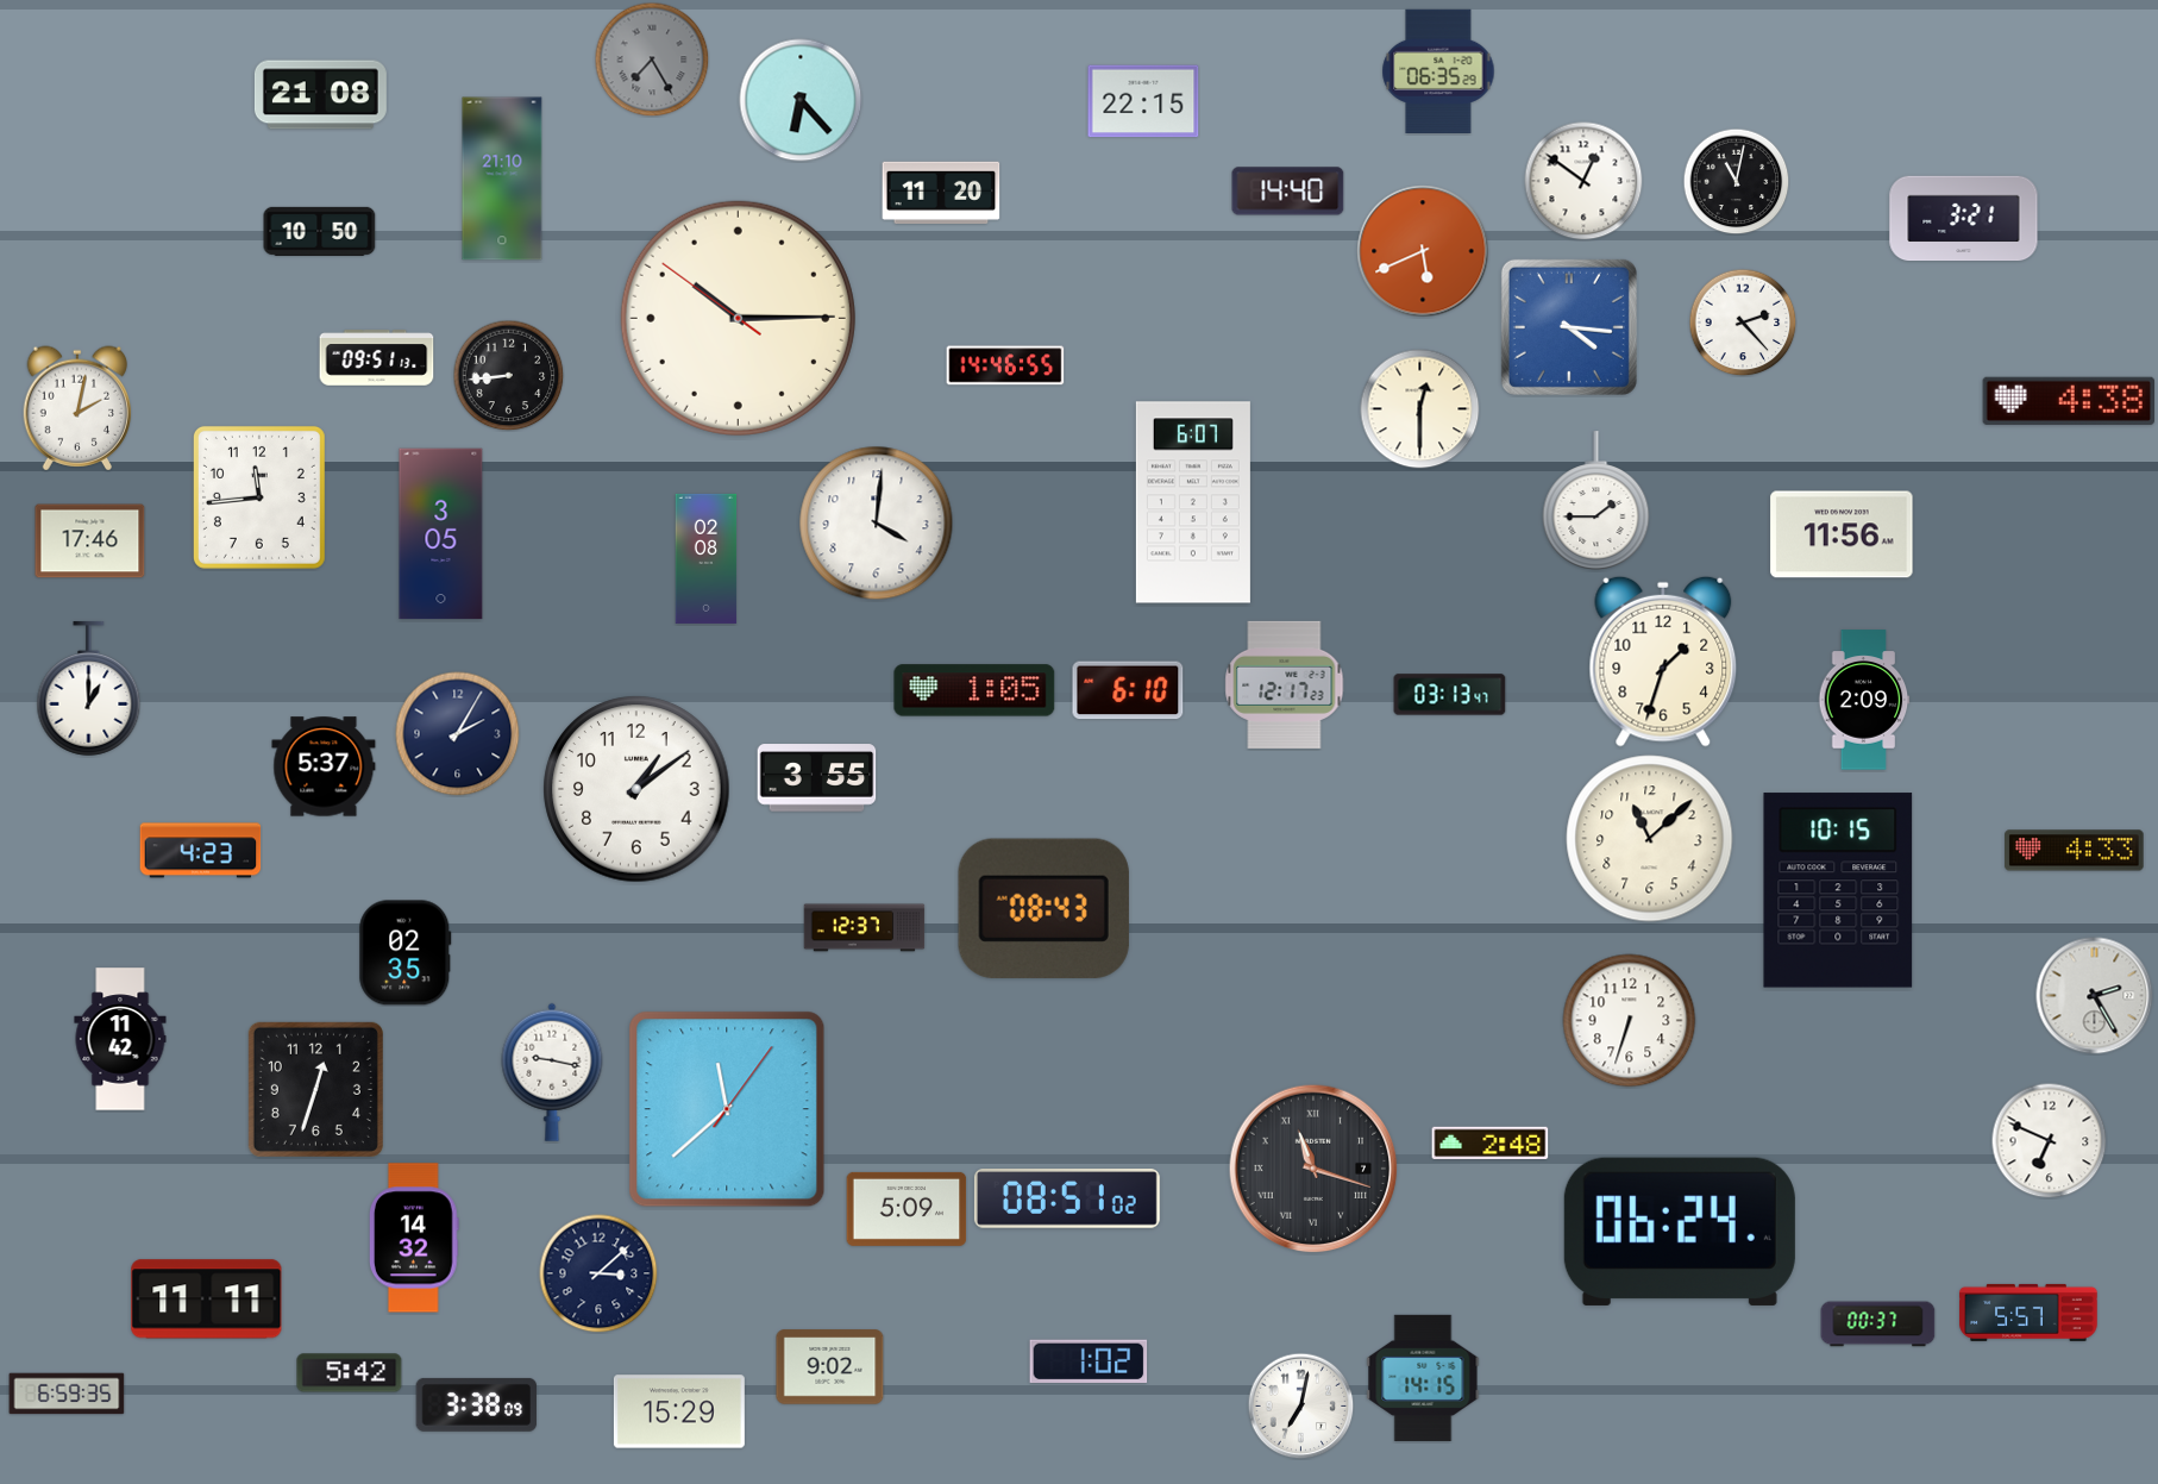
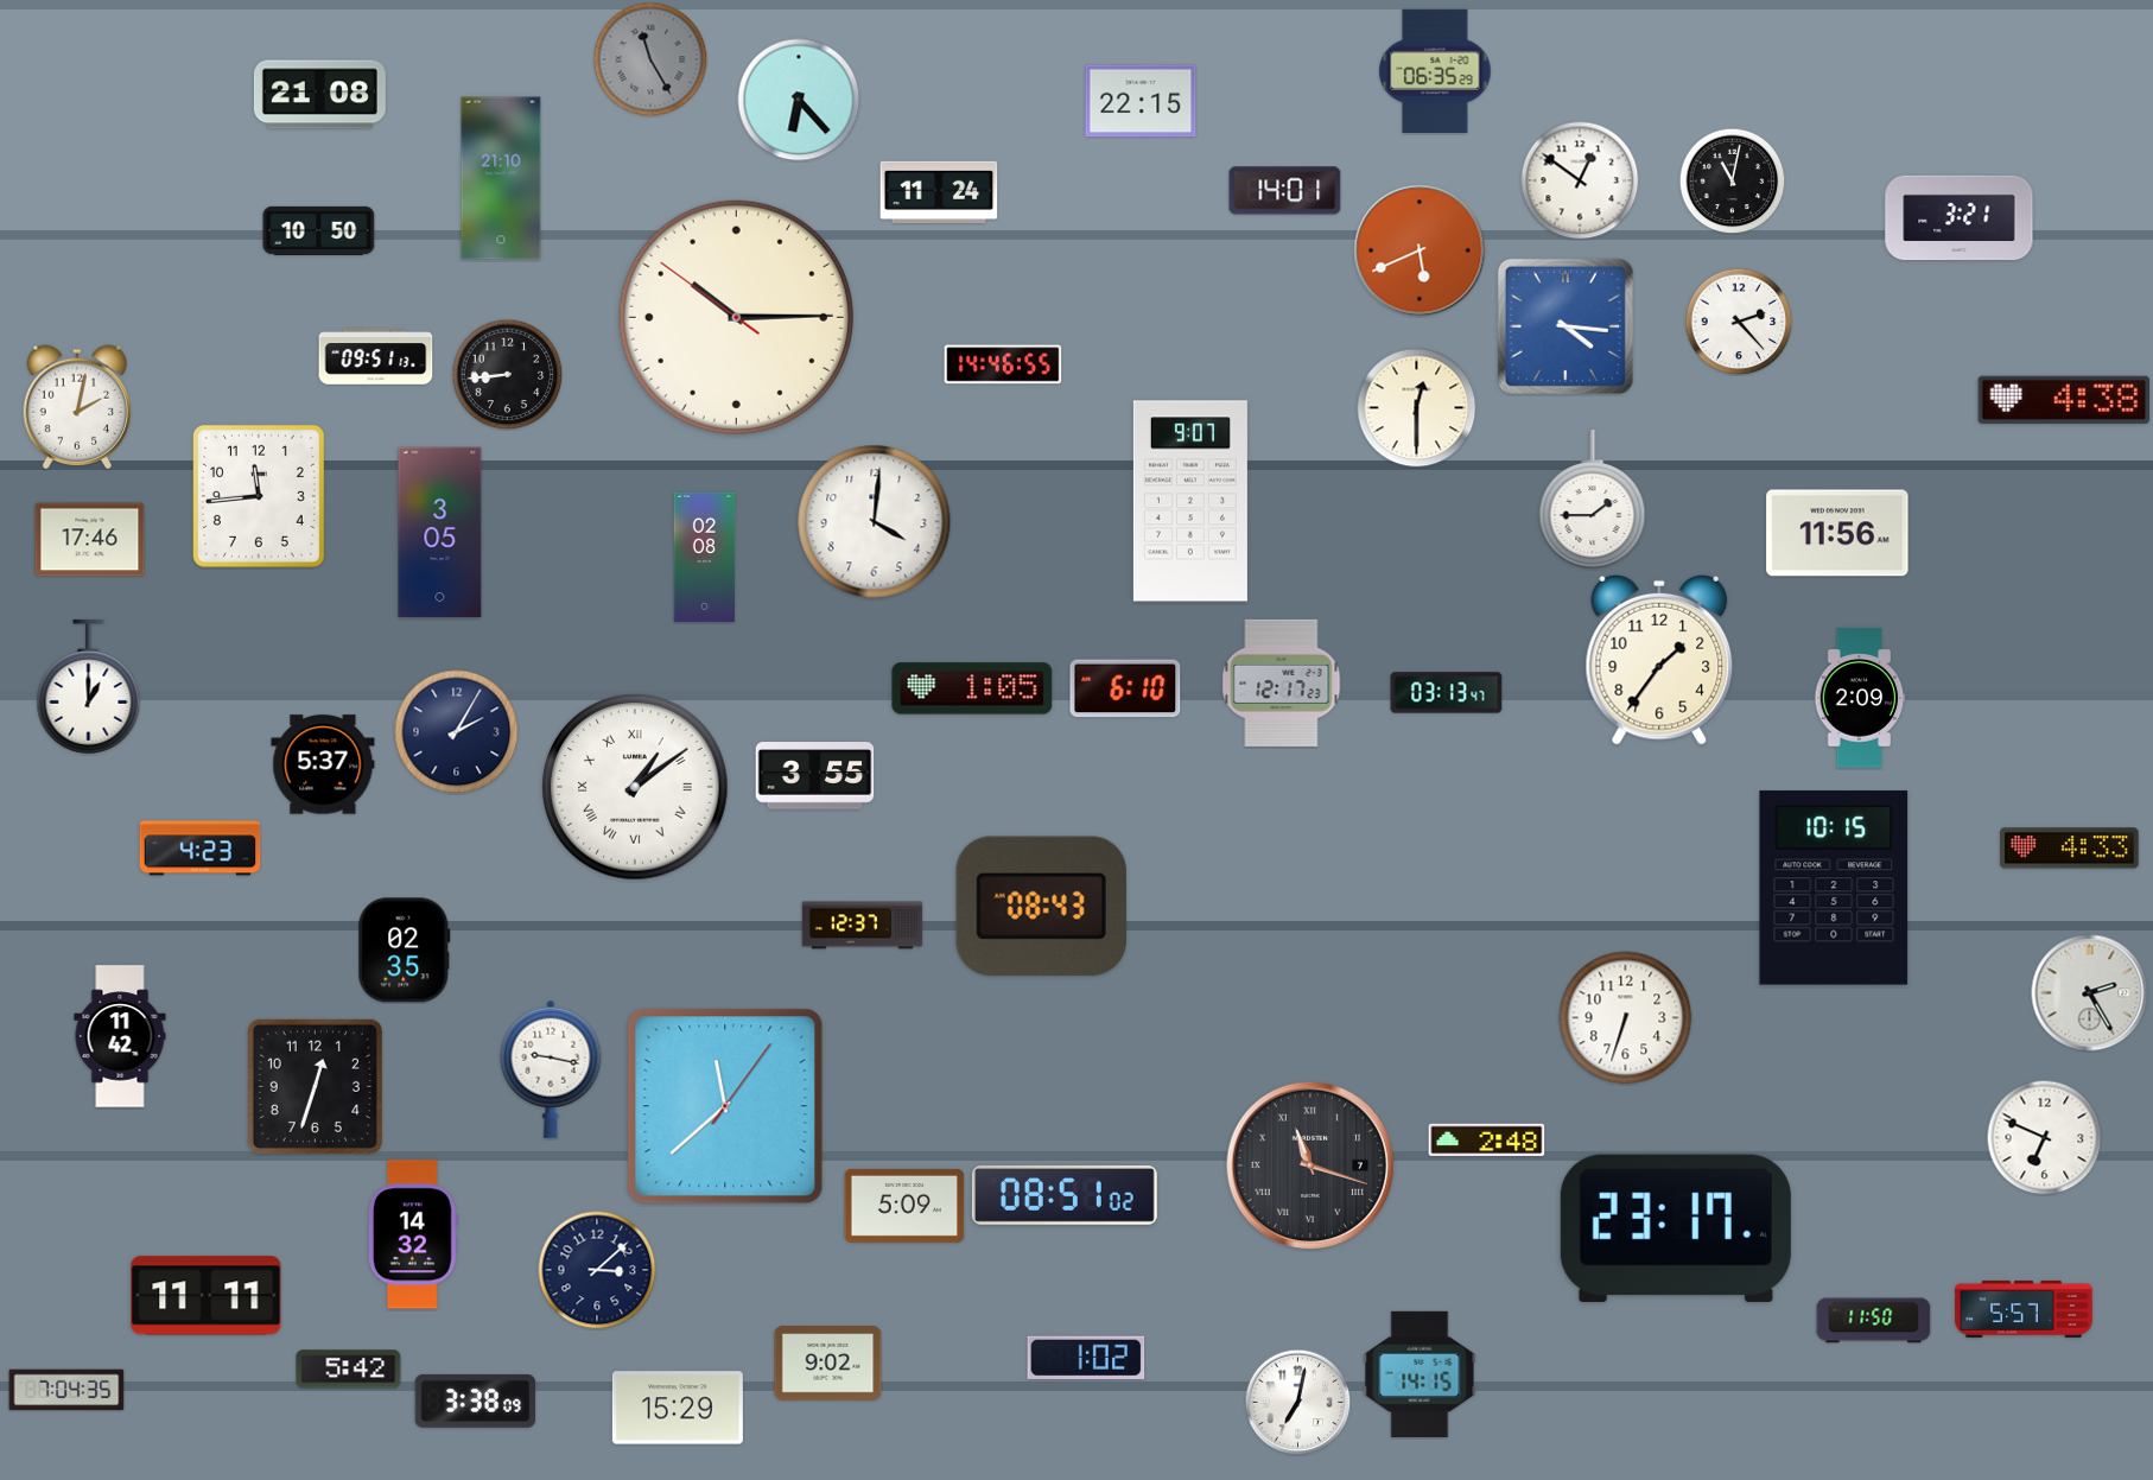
clock at (652, 60): 7:25 -> 11:25
clock at (941, 192): 11:20 -> 11:24
clock at (1288, 192): 14:40 -> 14:01
clock at (1193, 502): 6:07 -> 9:07
clock at (1663, 662): 1:33 -> 1:36
clock at (636, 789) numerals: Arabic -> Roman
clock at (1650, 839): 11:08 -> none
clock at (1680, 1232): 06:24 -> 23:17
clock at (1878, 1325): 00:37 -> 11:50
clock at (67, 1394): 6:59 -> 7:04
